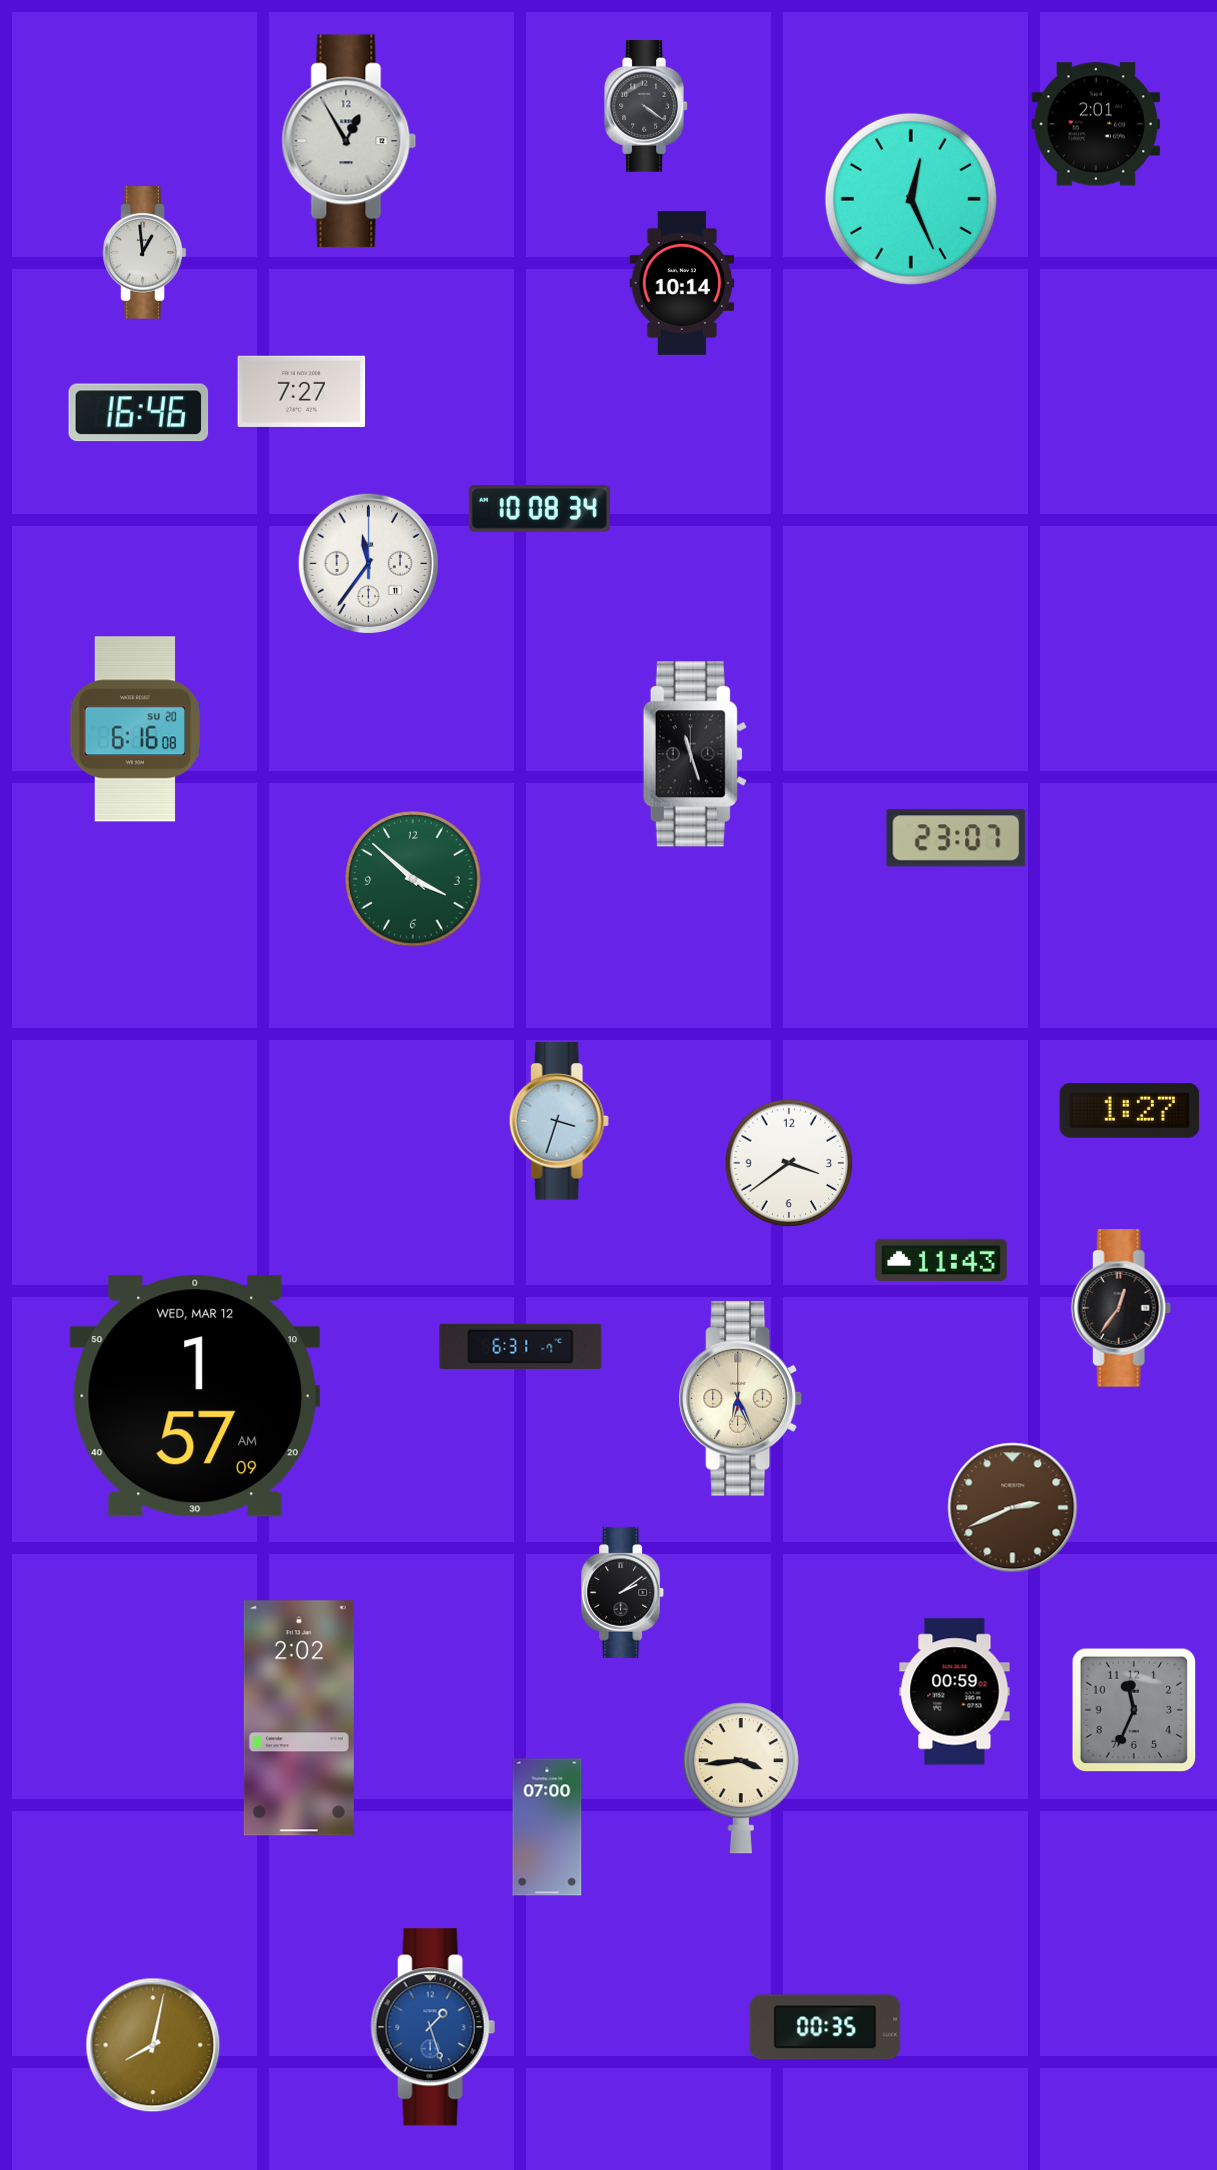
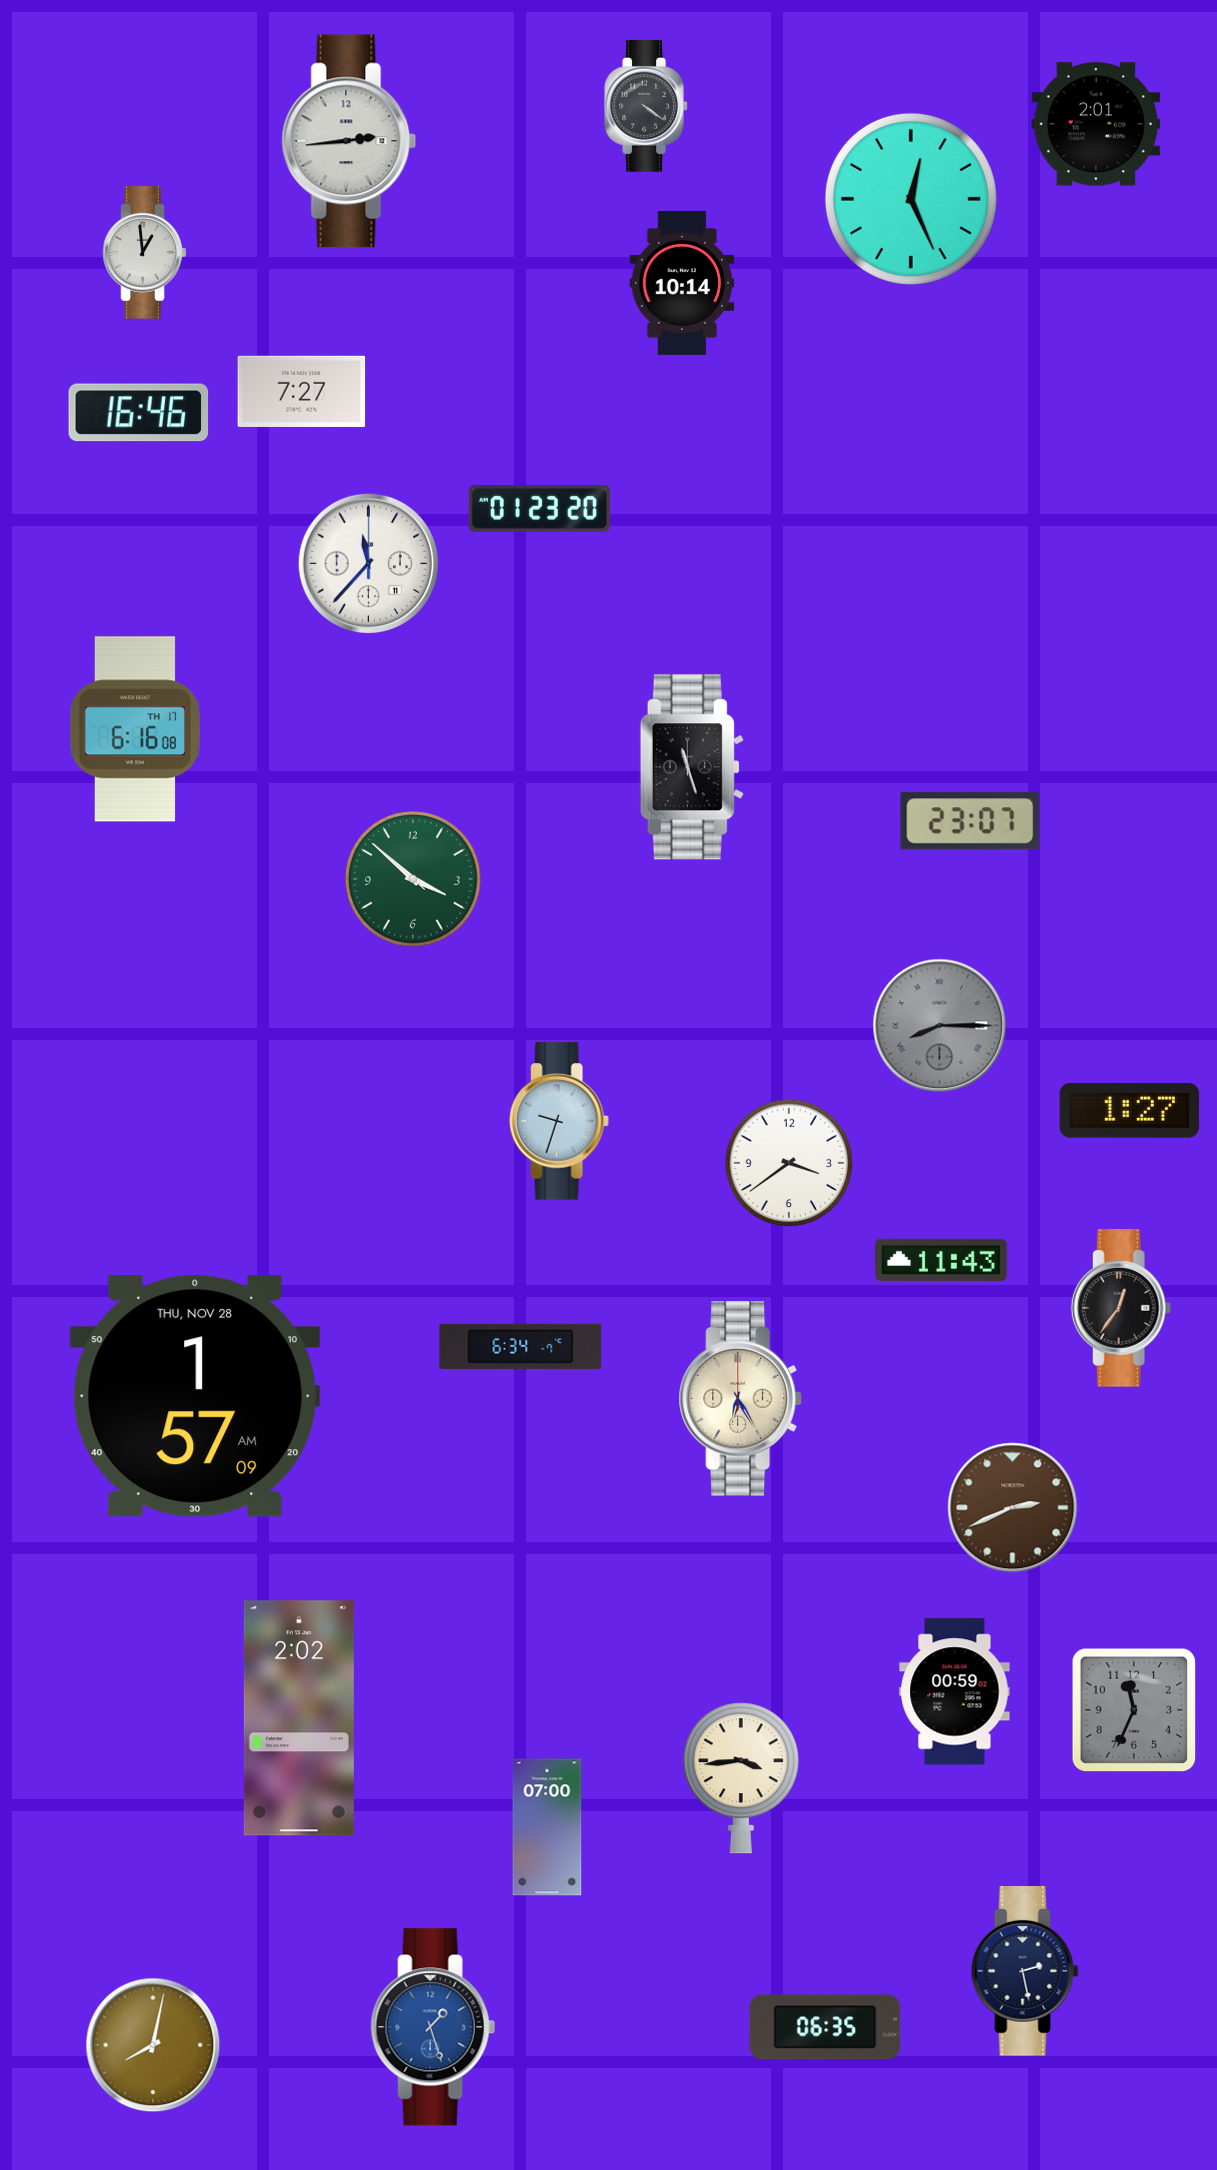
clock at (349, 141): 12:55 -> 2:44
clock at (539, 509): 10:08 -> 01:23
clock at (368, 563): 11:36 -> 11:37
clock at (134, 729) date: SU 20 -> TH 17
clock at (695, 754) position: (695, 754) -> (692, 767)
clock at (956, 838) position: (956, 838) -> (970, 821)
clock at (940, 1026): none -> 8:15
clock at (559, 1121): 3:33 -> 9:33
clock at (521, 1346): 6:31 -> 6:34
clock at (194, 1396) date: WED, MAR 12 -> THU, NOV 28
clock at (740, 1399): 6:26 -> 6:25
clock at (623, 1592): 2:09 -> none
clock at (1025, 1971): none -> 2:28
clock at (825, 2027): 00:35 -> 06:35
